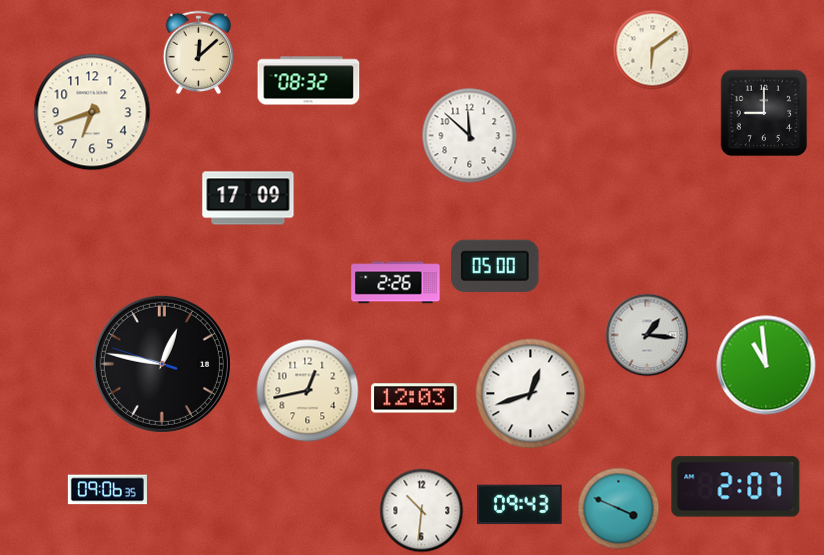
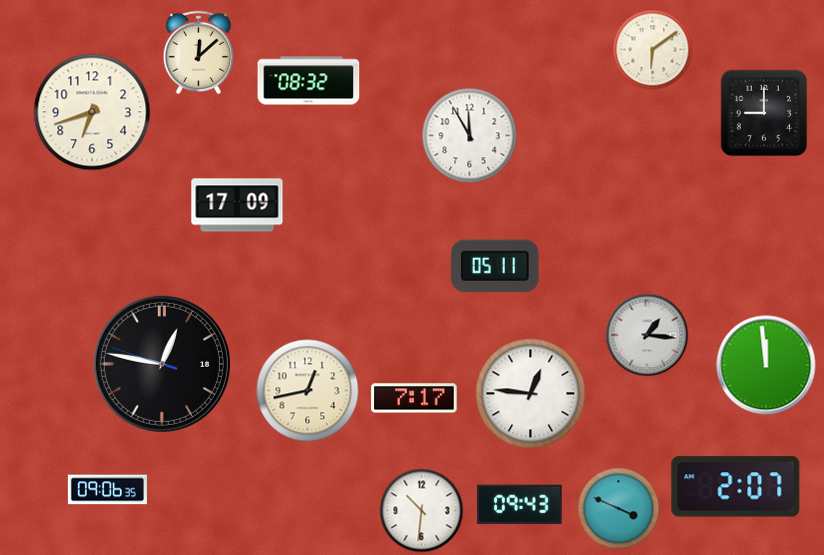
clock at (470, 136): 11:52 -> 11:55
clock at (248, 198) position: (248, 198) -> (237, 205)
clock at (495, 265): 05:00 -> 05:11
clock at (396, 283): 2:26 -> none
clock at (766, 365): 10:59 -> 11:59
clock at (531, 394): 12:42 -> 12:46
clock at (414, 398): 12:03 -> 7:17
